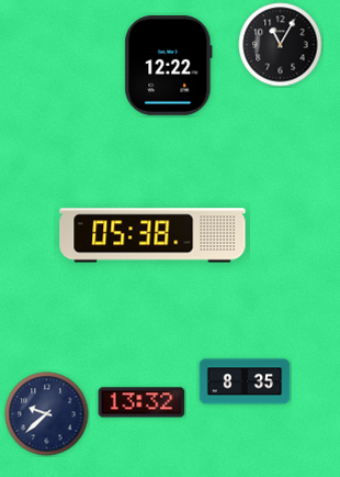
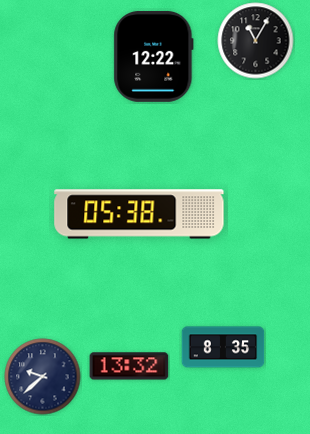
clock at (169, 65) position: (169, 65) -> (154, 56)
